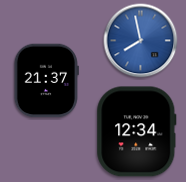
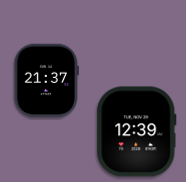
clock at (141, 41): 7:58 -> none
clock at (137, 132): 12:34 -> 12:39
